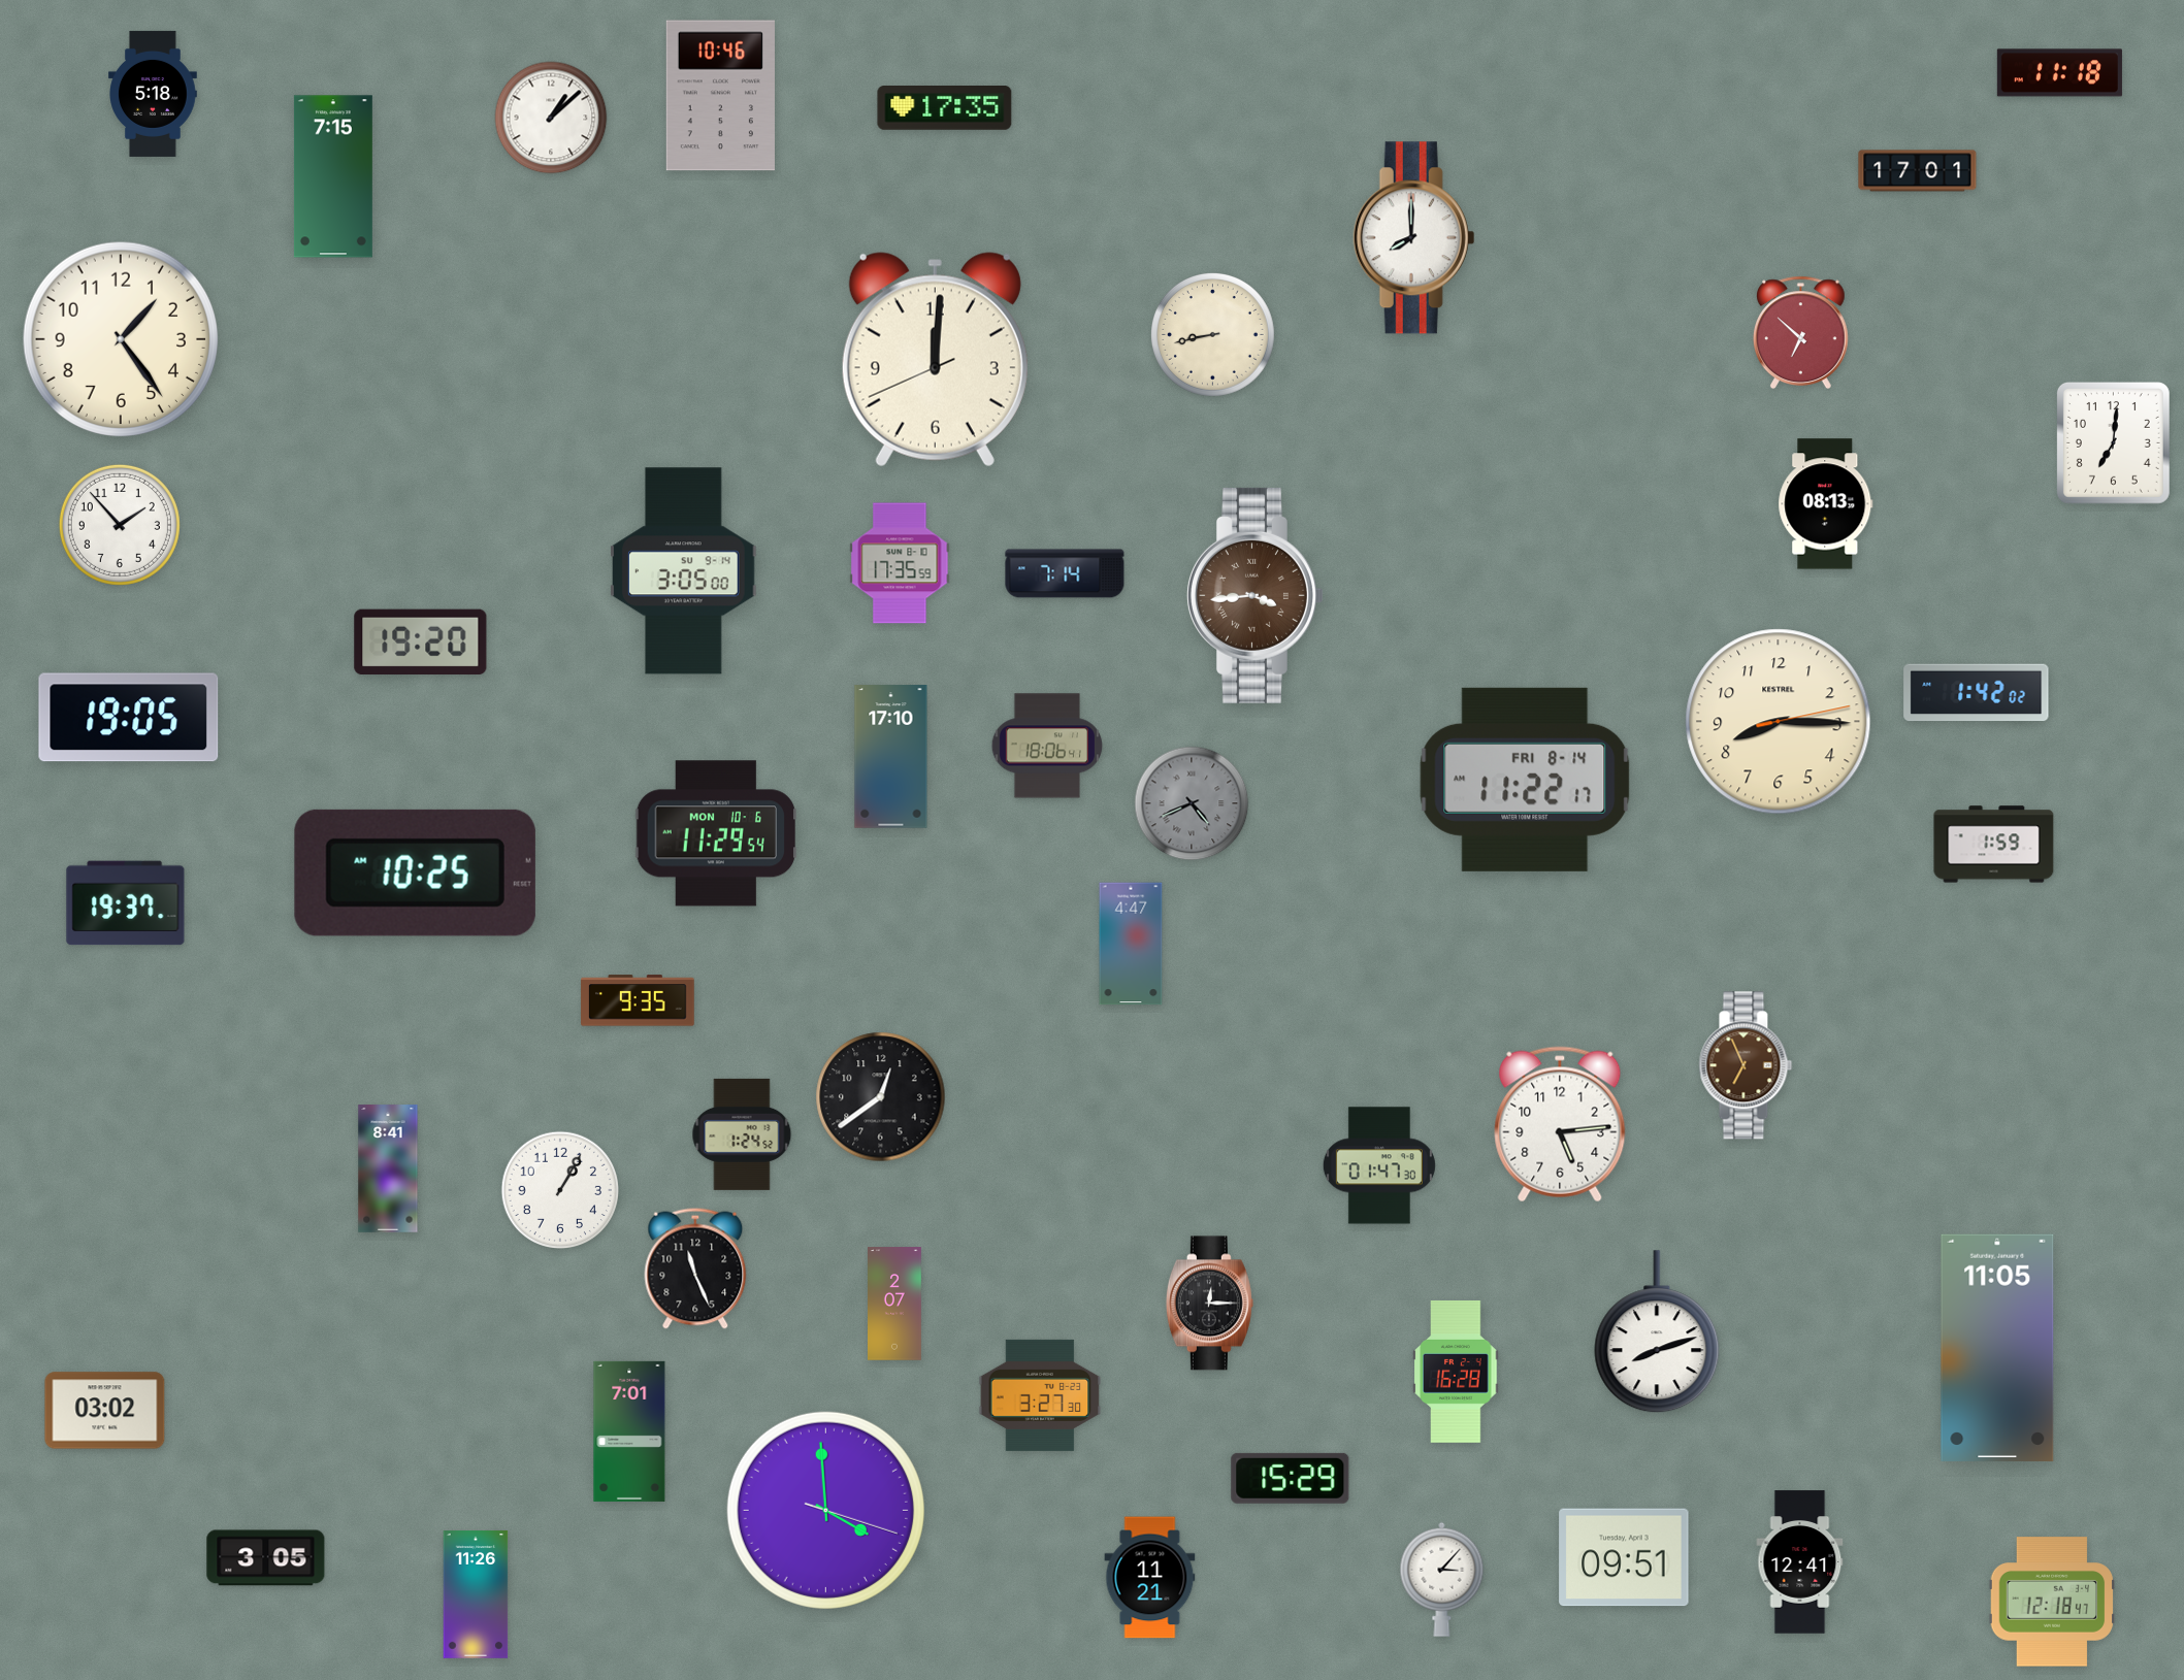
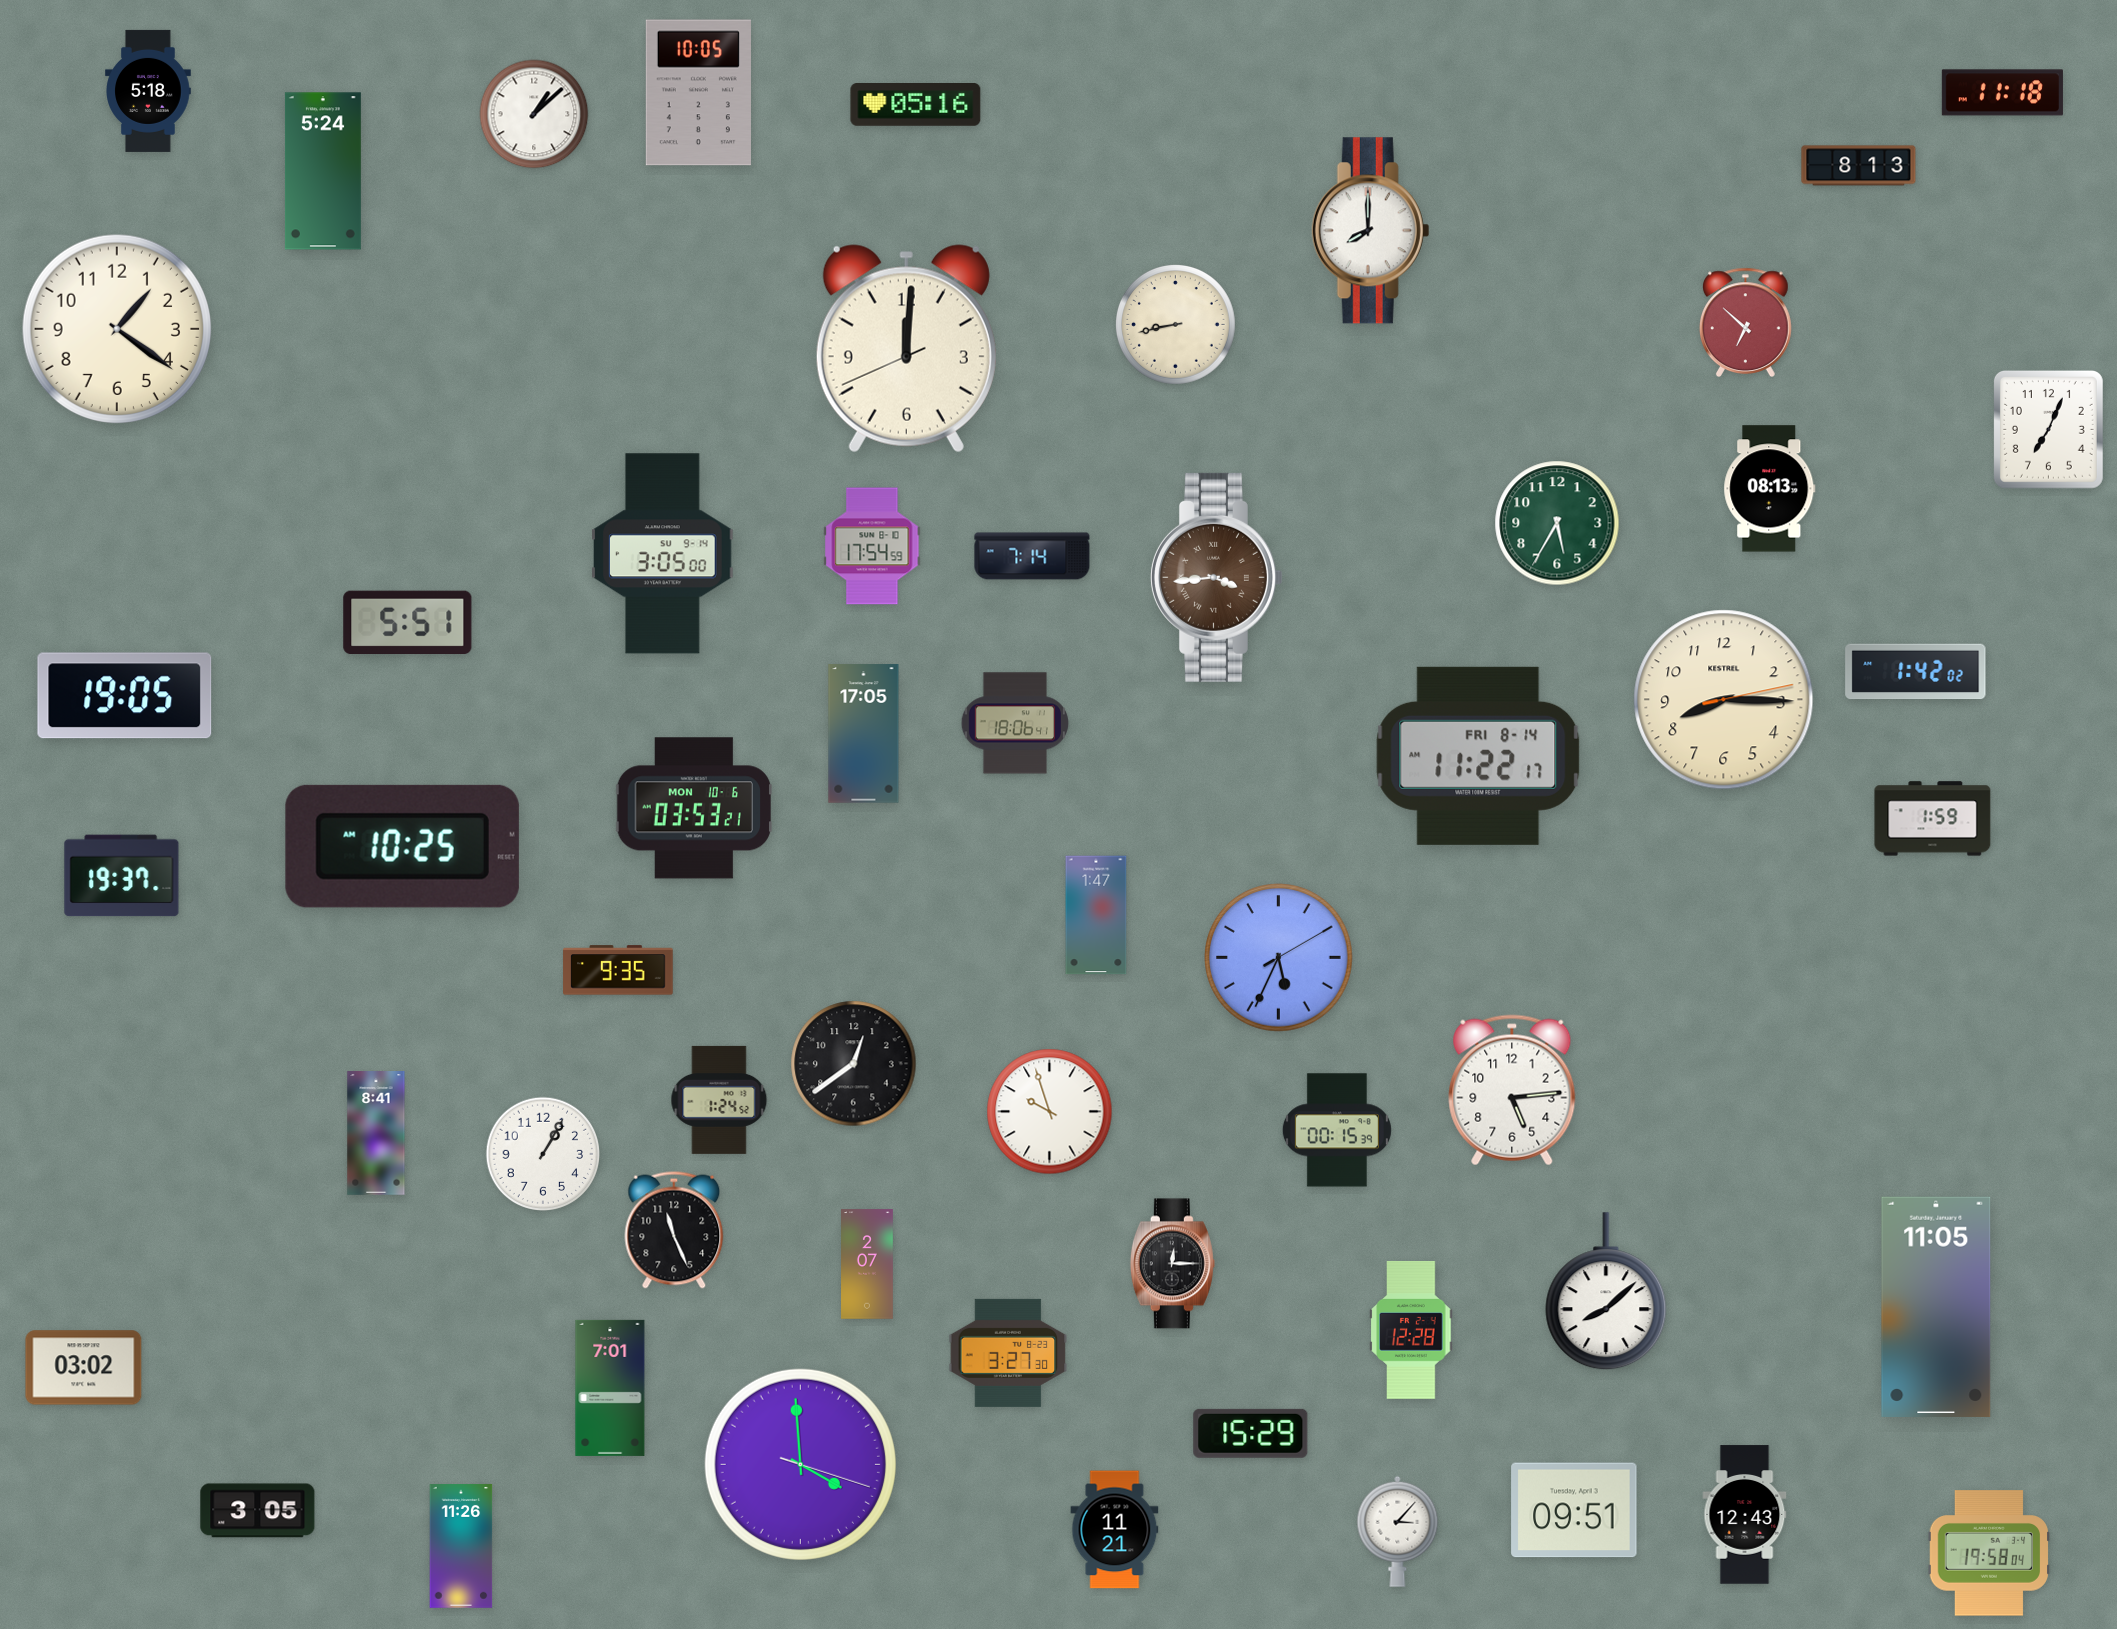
clock at (2059, 73) position: (2059, 73) -> (2002, 93)
clock at (720, 96): 10:46 -> 10:05
clock at (945, 108): 17:35 -> 05:16
clock at (1918, 171): 17:01 -> 8:13
clock at (333, 176): 7:15 -> 5:24
clock at (121, 339): 1:24 -> 1:21
clock at (2113, 442): 7:01 -> 7:04
clock at (120, 525): 1:53 -> none
clock at (1557, 523): none -> 5:35
clock at (900, 563): 17:35 -> 17:54
clock at (421, 641): 19:20 -> 5:51
clock at (891, 757): 17:10 -> 17:05
clock at (1192, 803): 4:41 -> none
clock at (716, 833): 11:29 -> 03:53
clock at (1131, 944): 4:47 -> 1:47
clock at (1279, 958): none -> 5:34
clock at (1746, 1065): 6:56 -> none
clock at (1050, 1112): none -> 9:57
clock at (1379, 1165): 01:47 -> 00:15
clock at (1657, 1332): 8:12 -> 8:08
clock at (1456, 1372): 16:28 -> 12:28
clock at (105, 1411) position: (105, 1411) -> (84, 1368)
clock at (1800, 1562): 12:41 -> 12:43
clock at (2052, 1602): 12:18 -> 19:58
